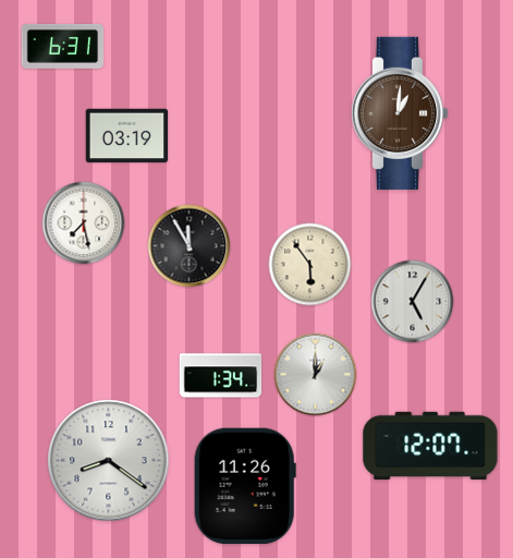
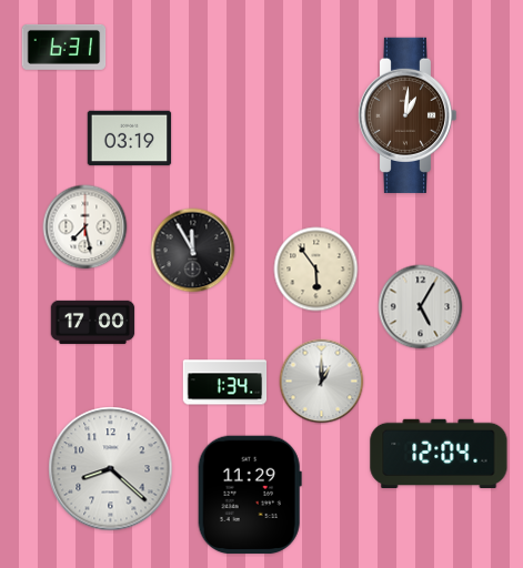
clock at (93, 322): none -> 17:00
clock at (430, 445): 12:07 -> 12:04
clock at (109, 461): 8:21 -> 8:22
clock at (245, 486): 11:26 -> 11:29
